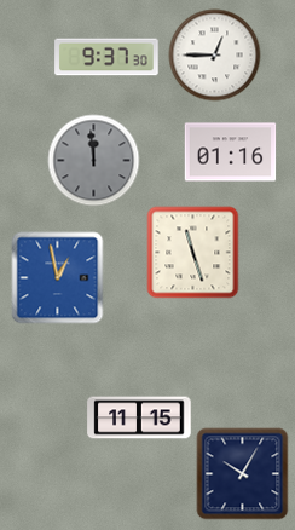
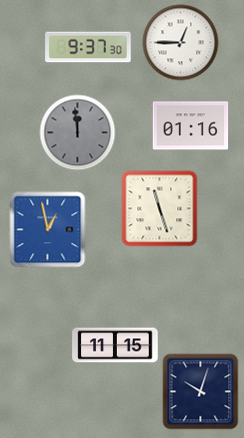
clock at (215, 56) position: (215, 56) -> (181, 43)
clock at (243, 474): 10:05 -> 10:03
